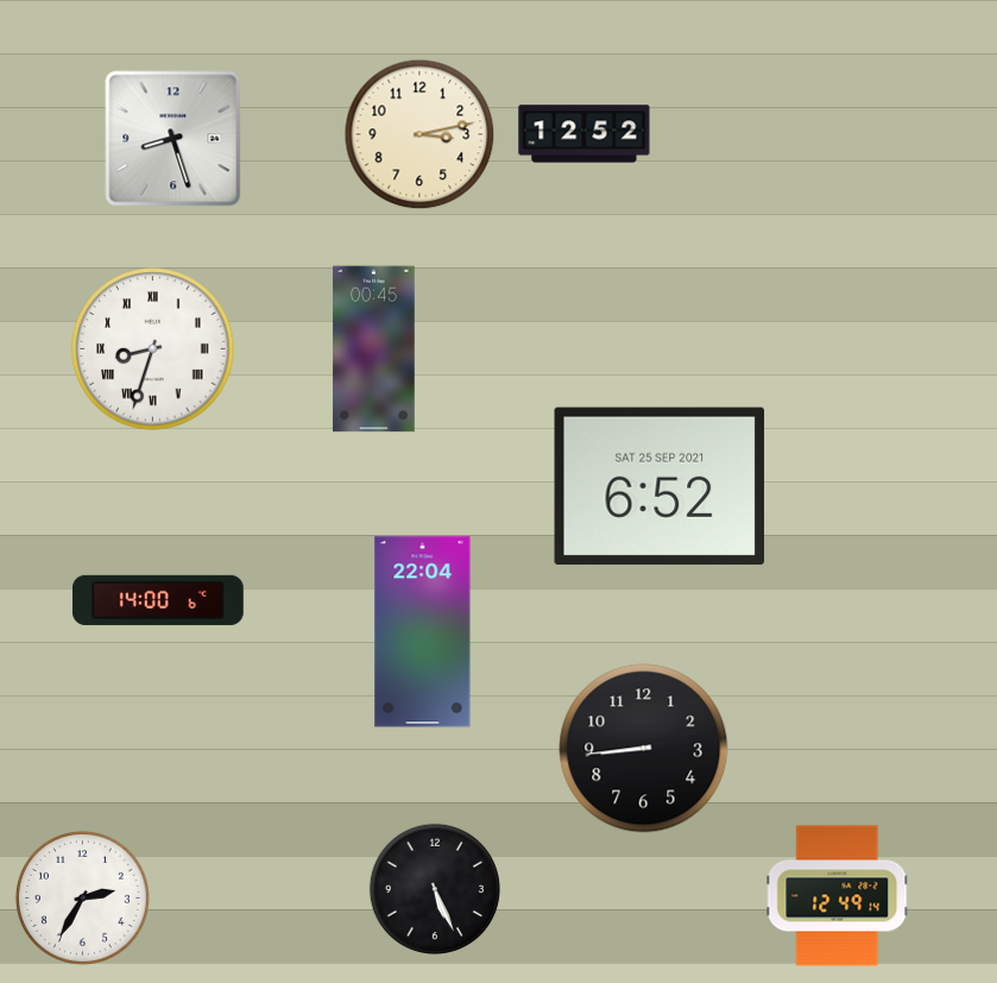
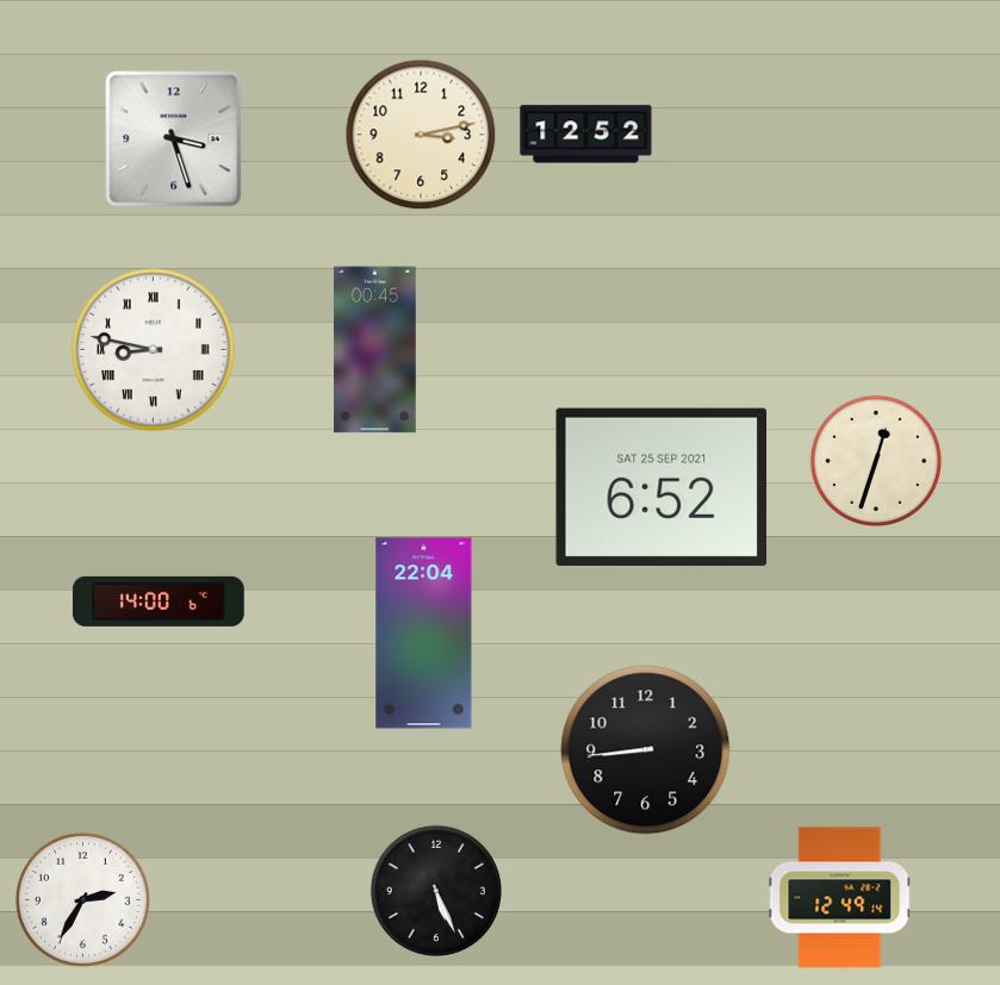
clock at (173, 139): 8:27 -> 3:27
clock at (153, 349): 8:33 -> 8:47
clock at (876, 461): none -> 12:33
